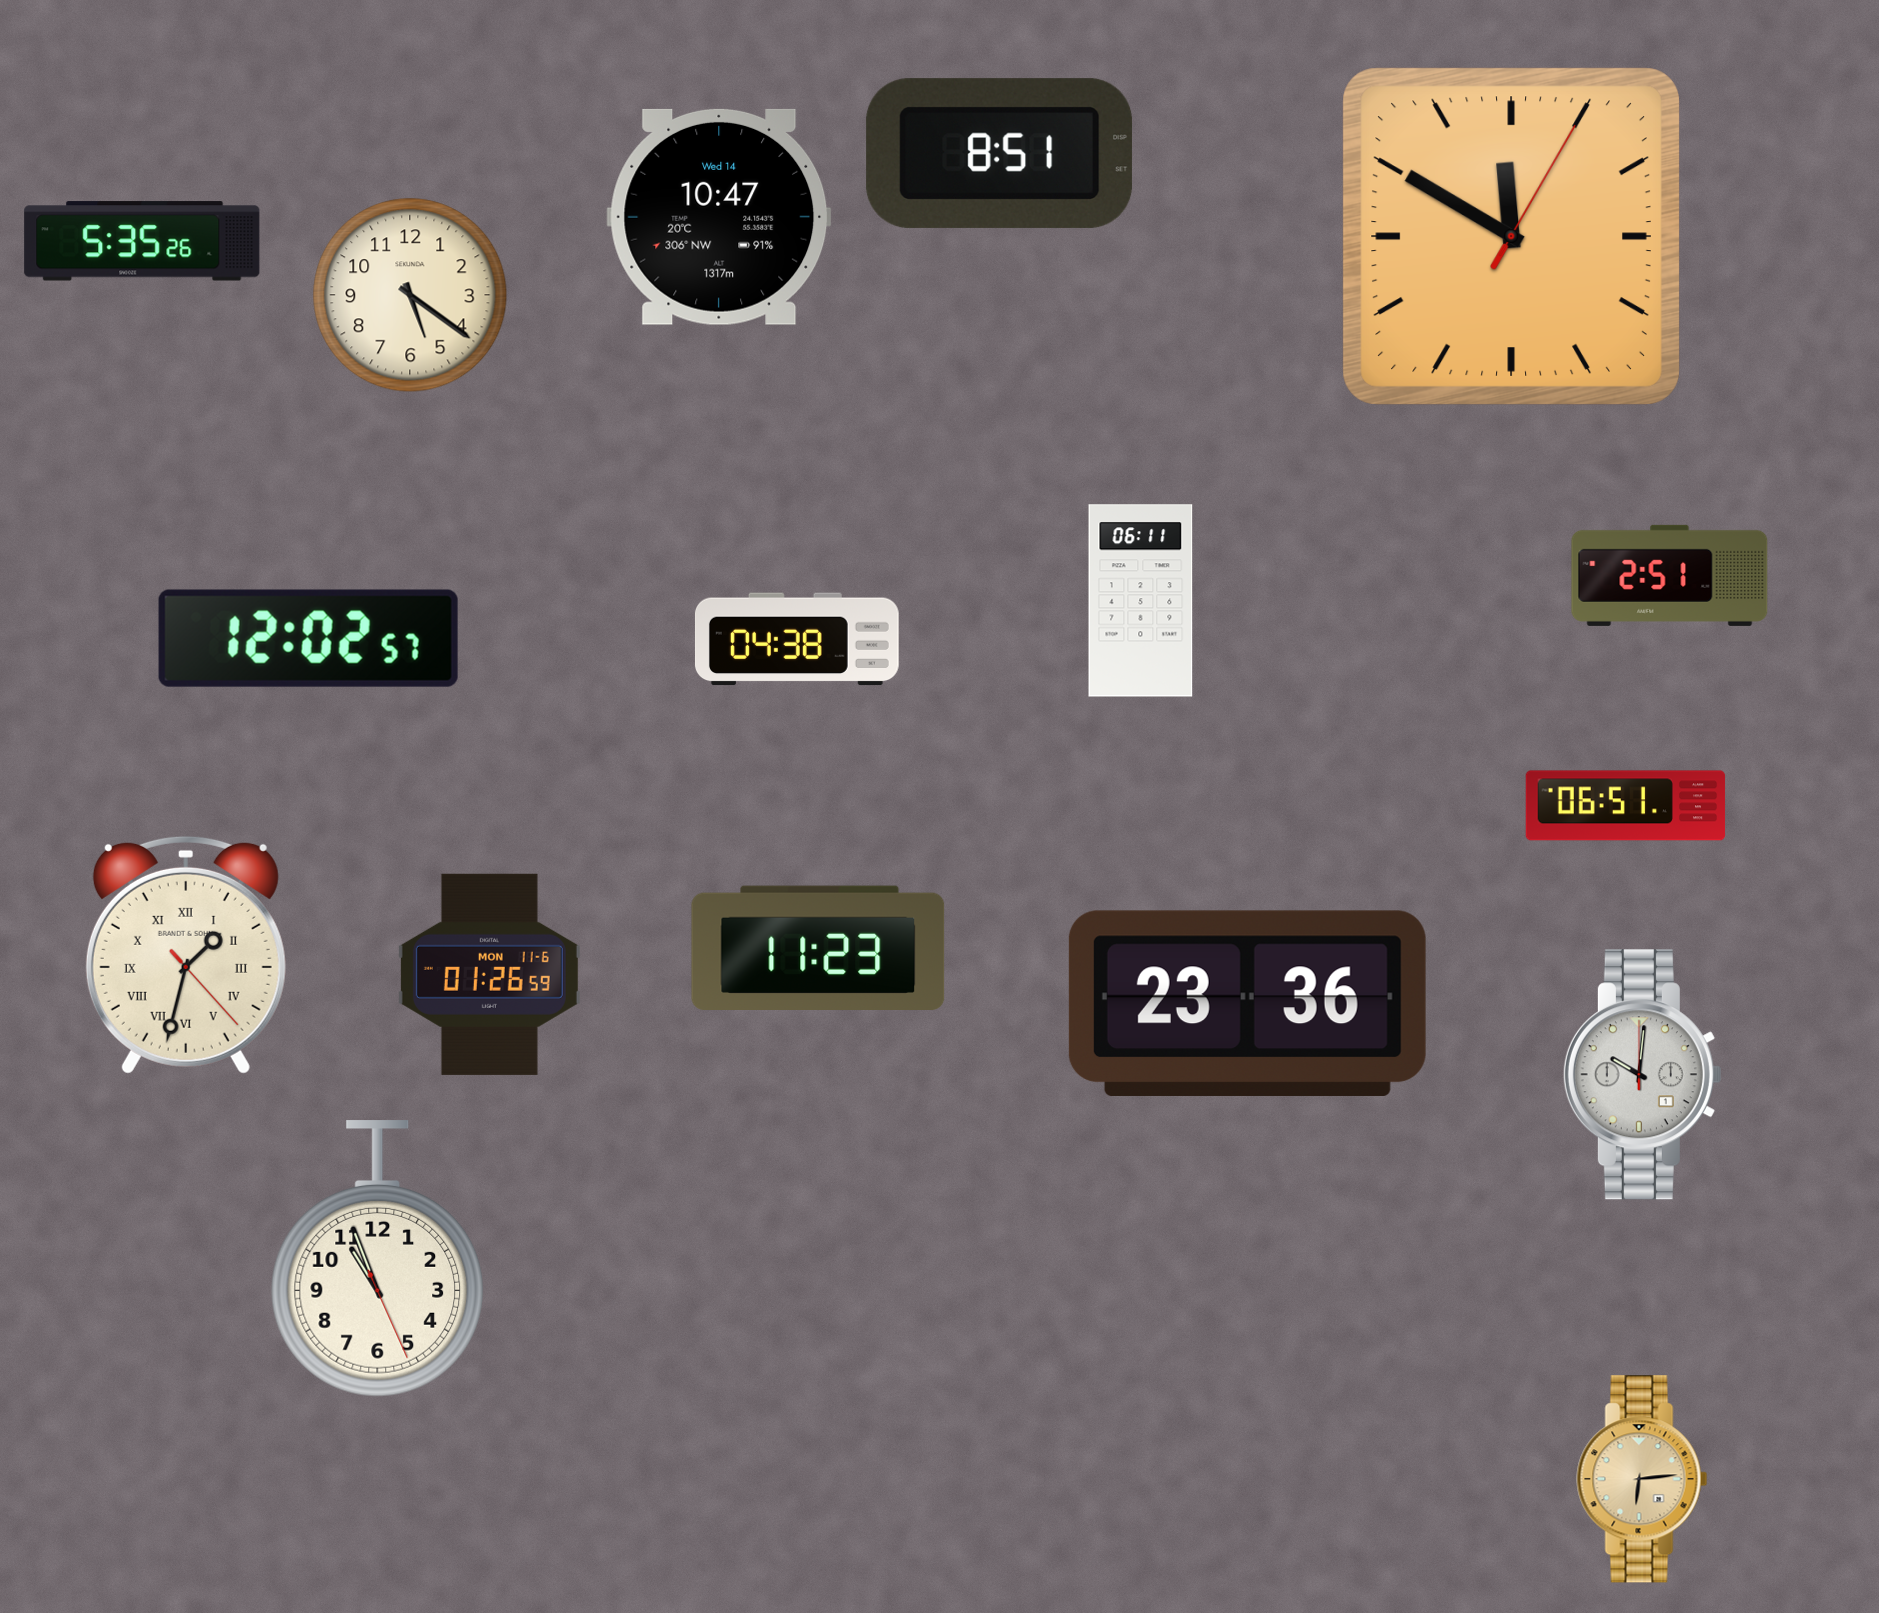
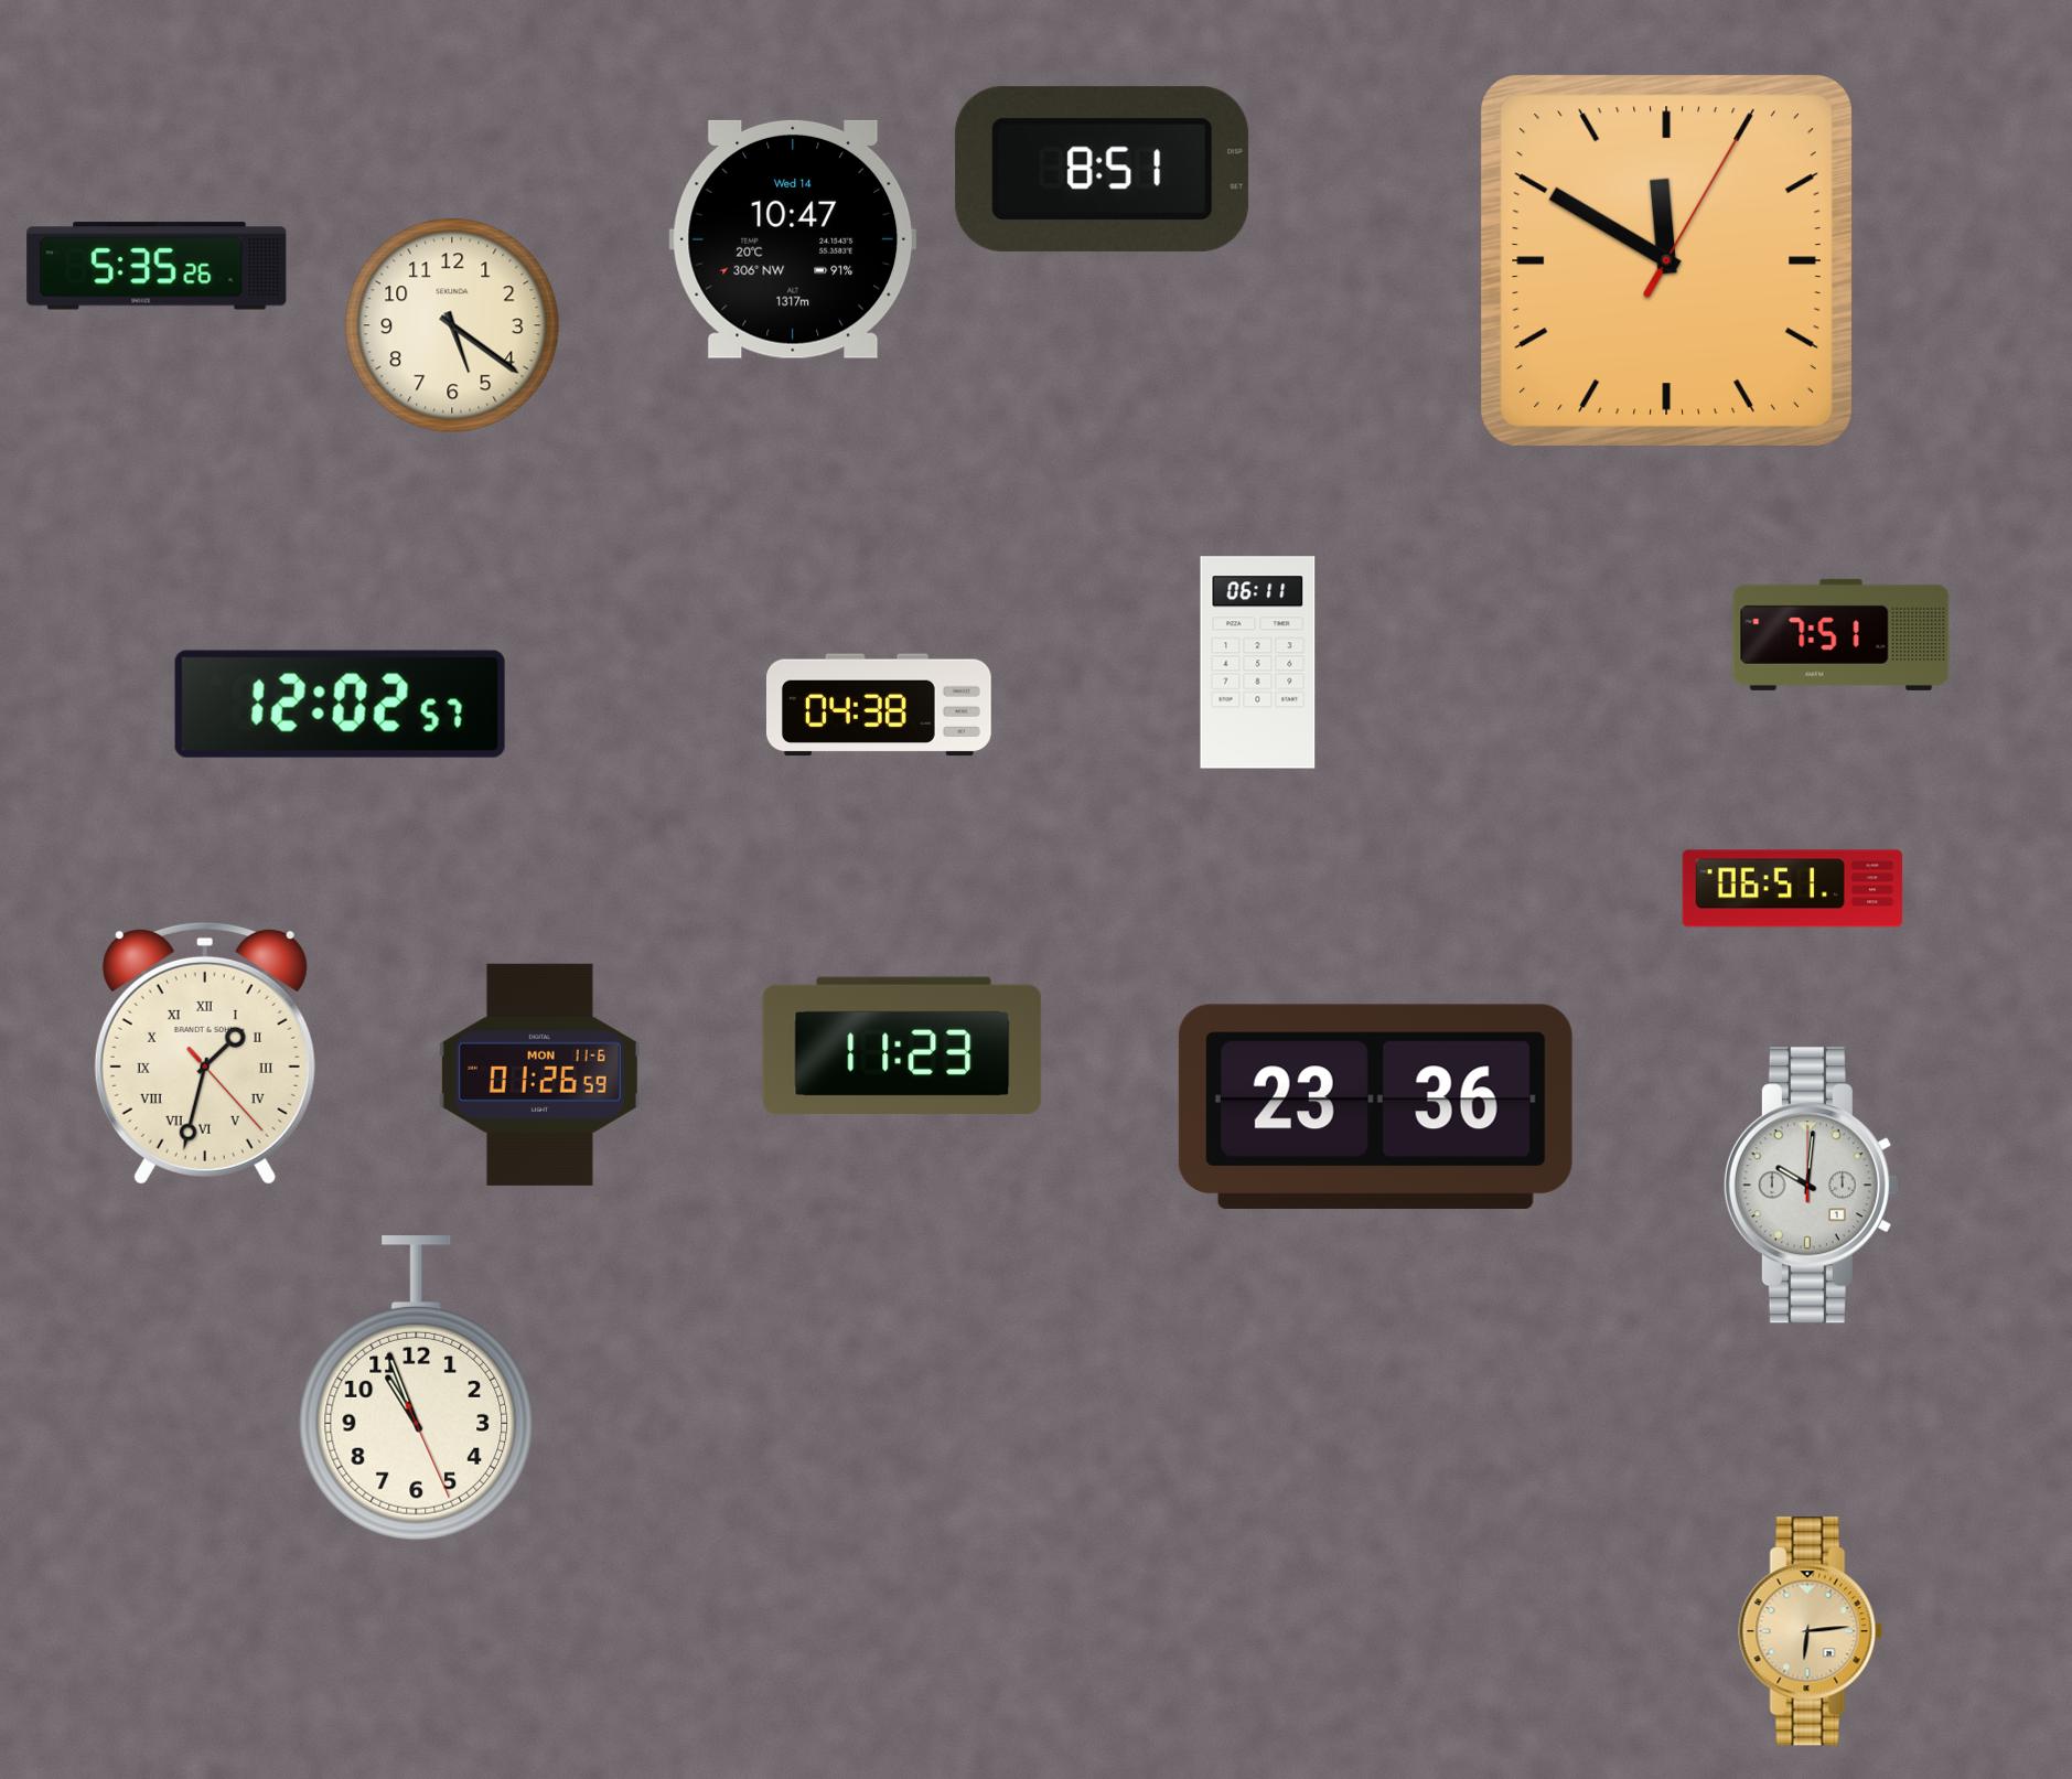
clock at (1670, 575): 2:51 -> 7:51
